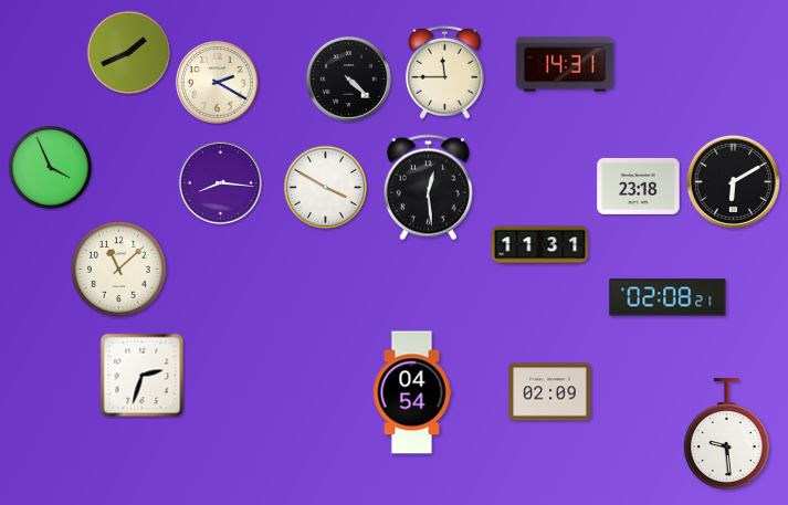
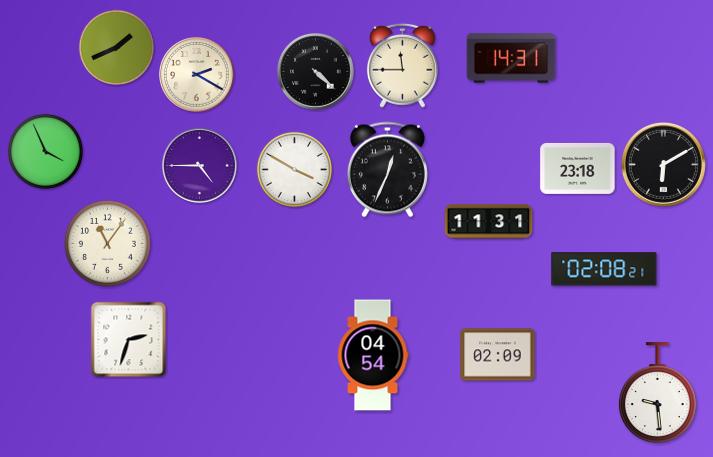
clock at (221, 183): 8:16 -> 4:45
clock at (428, 188): 12:29 -> 12:34
clock at (118, 269): 11:08 -> 11:06
